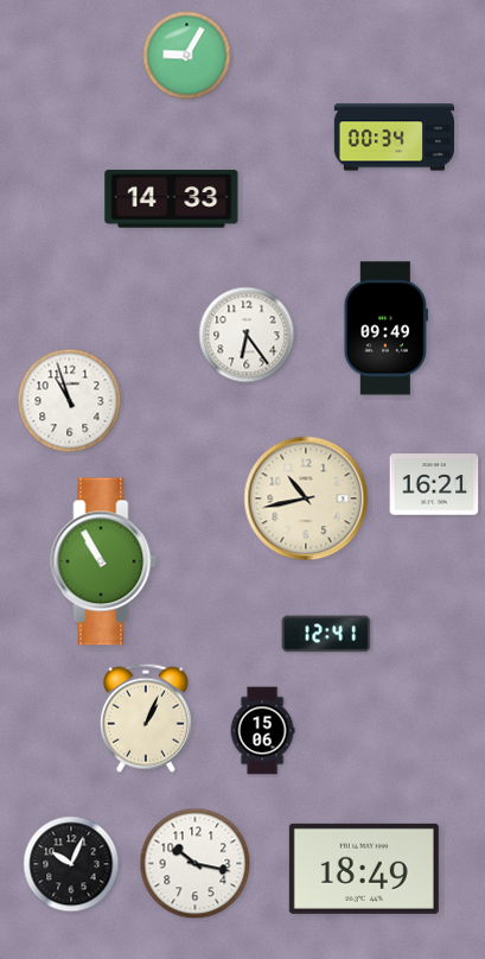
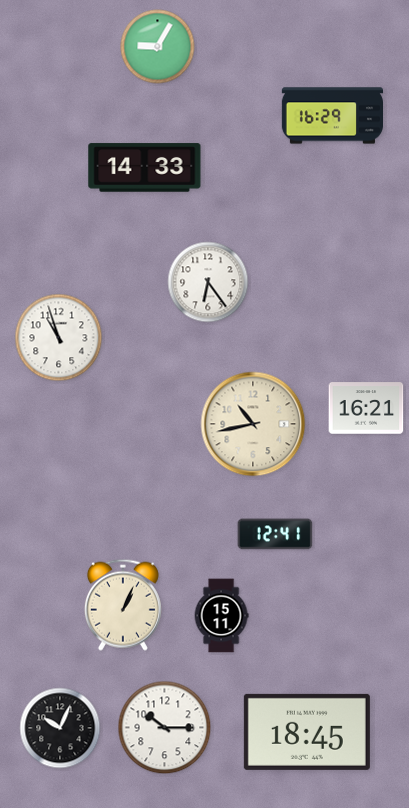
clock at (394, 138): 00:34 -> 16:29
clock at (385, 329): 09:49 -> none
clock at (306, 498) position: (306, 498) -> (253, 424)
clock at (103, 561): 10:55 -> none
clock at (262, 731): 15:06 -> 15:11
clock at (196, 864): 10:17 -> 10:15
clock at (364, 869): 18:49 -> 18:45
